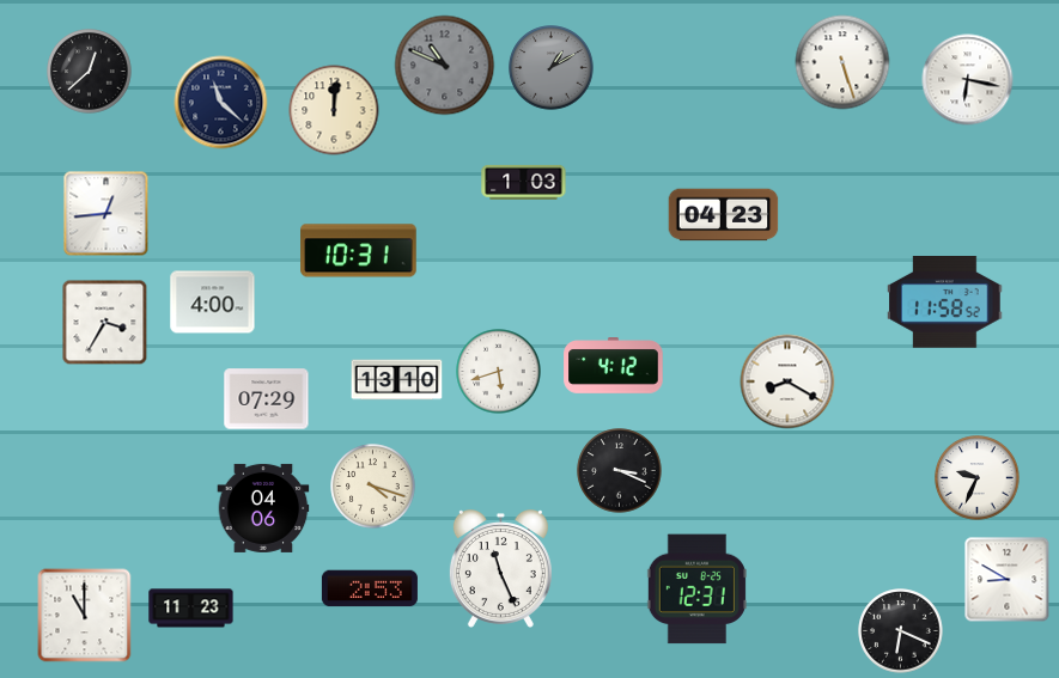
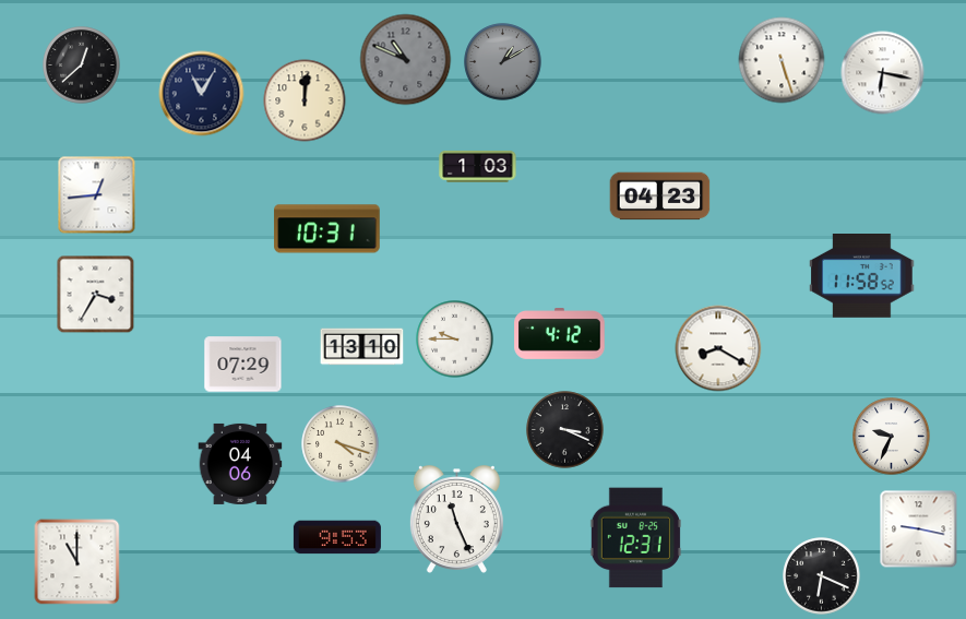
clock at (842, 62) position: (842, 62) -> (782, 60)
clock at (221, 103): 11:22 -> 11:05
clock at (213, 303): 4:00 -> none
clock at (499, 372): 5:42 -> 9:45
clock at (1008, 580): 8:50 -> 9:17
clock at (370, 588): 2:53 -> 9:53
clock at (191, 609): 11:23 -> none
